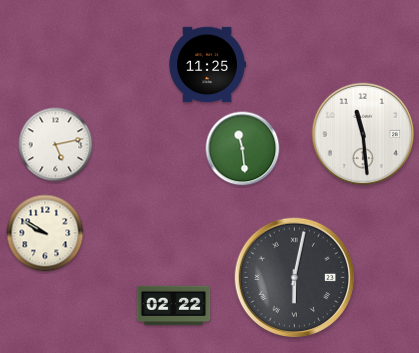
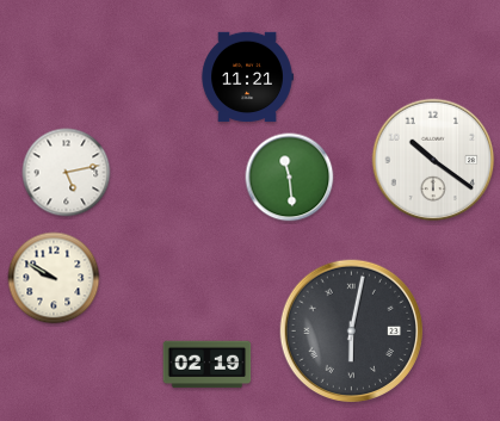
clock at (207, 65): 11:25 -> 11:21
clock at (363, 134): 11:29 -> 10:21
clock at (174, 306): 02:22 -> 02:19
